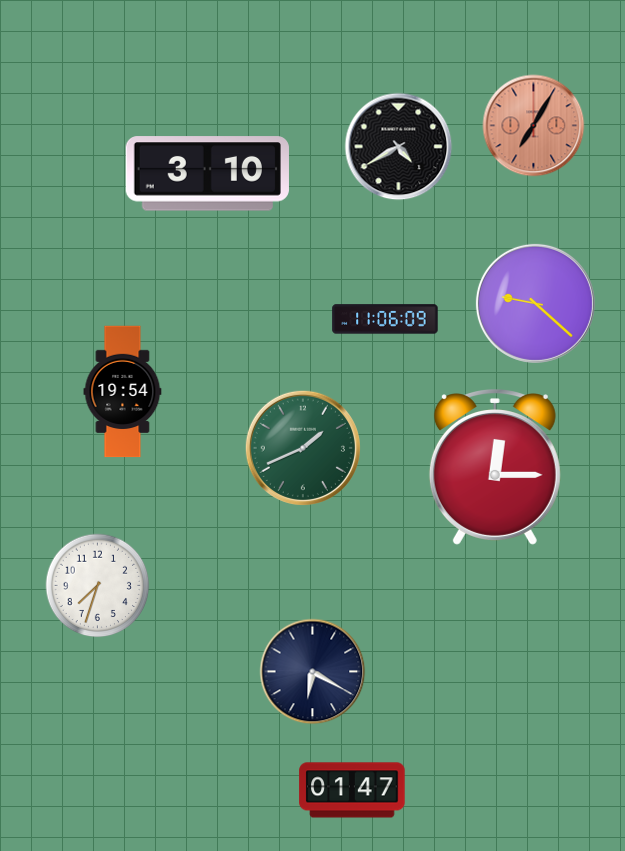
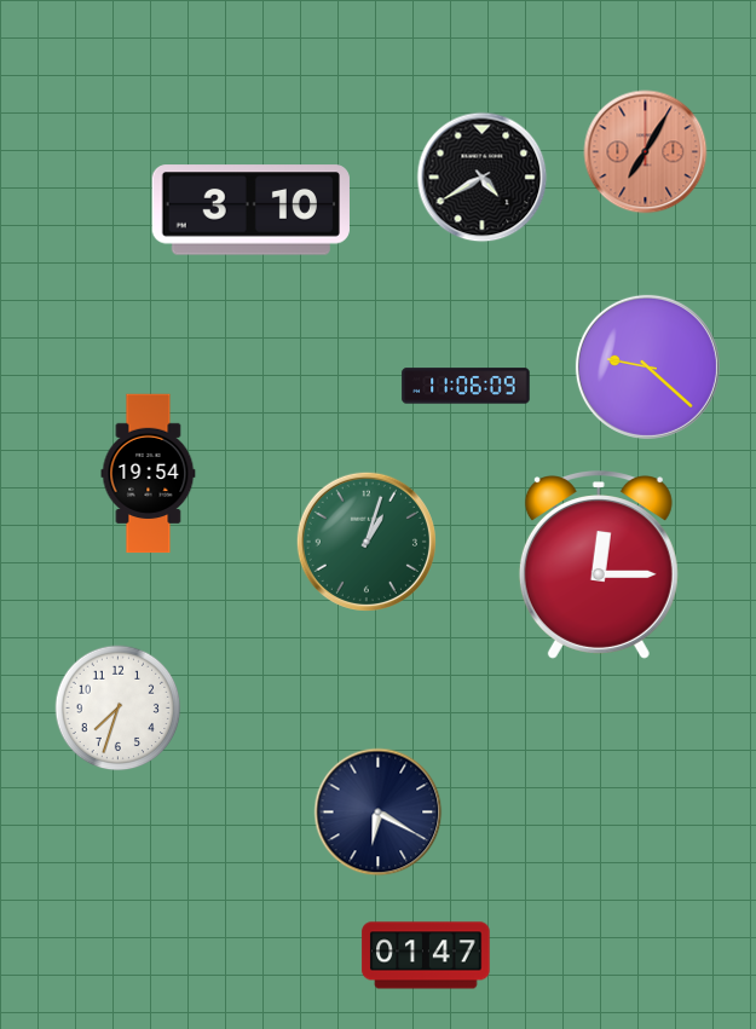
clock at (303, 448): 1:41 -> 1:03
